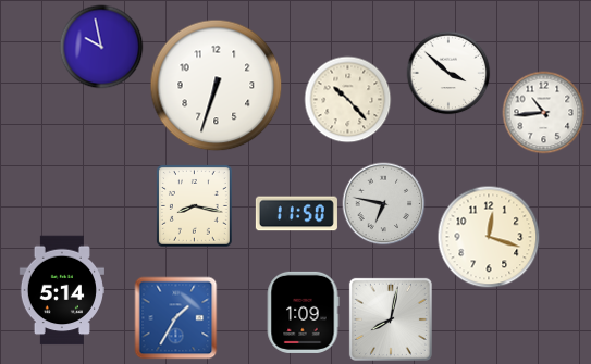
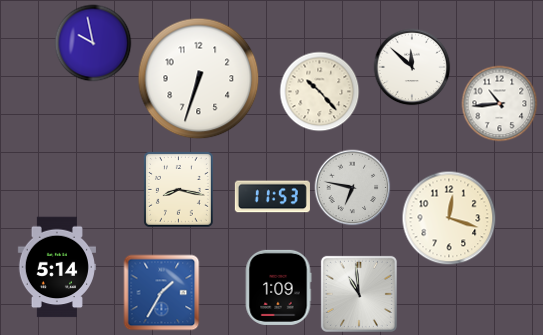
clock at (448, 73): 3:52 -> 11:52
clock at (296, 214): 11:50 -> 11:53
clock at (391, 319): 8:02 -> 10:59
